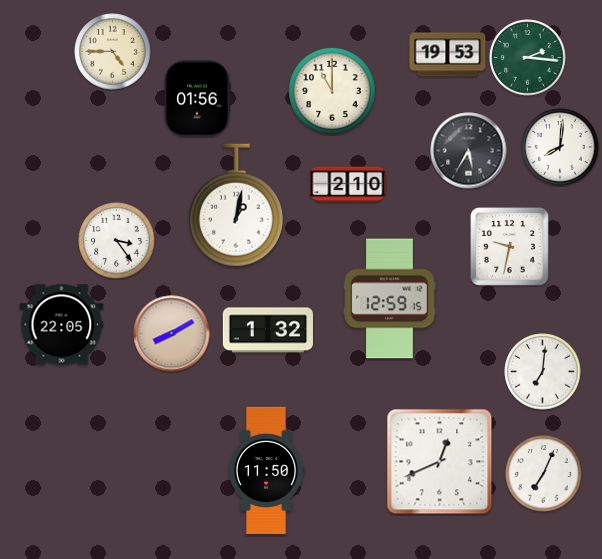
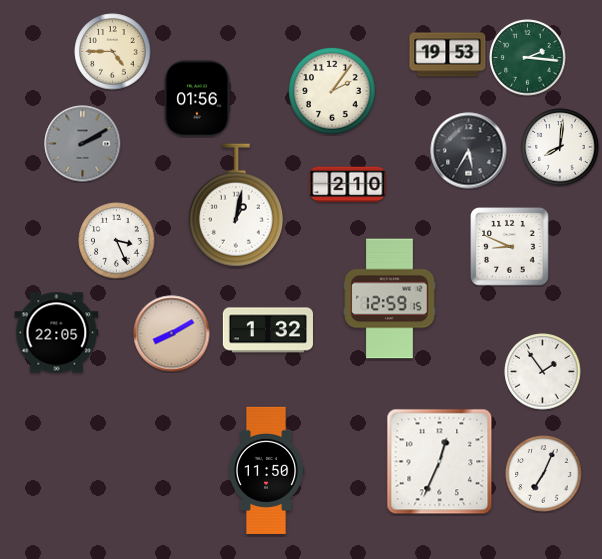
clock at (332, 91): 11:00 -> 2:06
clock at (83, 144): none -> 2:10
clock at (117, 241): 3:24 -> 3:26
clock at (510, 247): 9:32 -> 8:49
clock at (62, 325) position: (62, 325) -> (57, 333)
clock at (543, 372): 7:01 -> 1:54
clock at (440, 462): 12:41 -> 12:34
